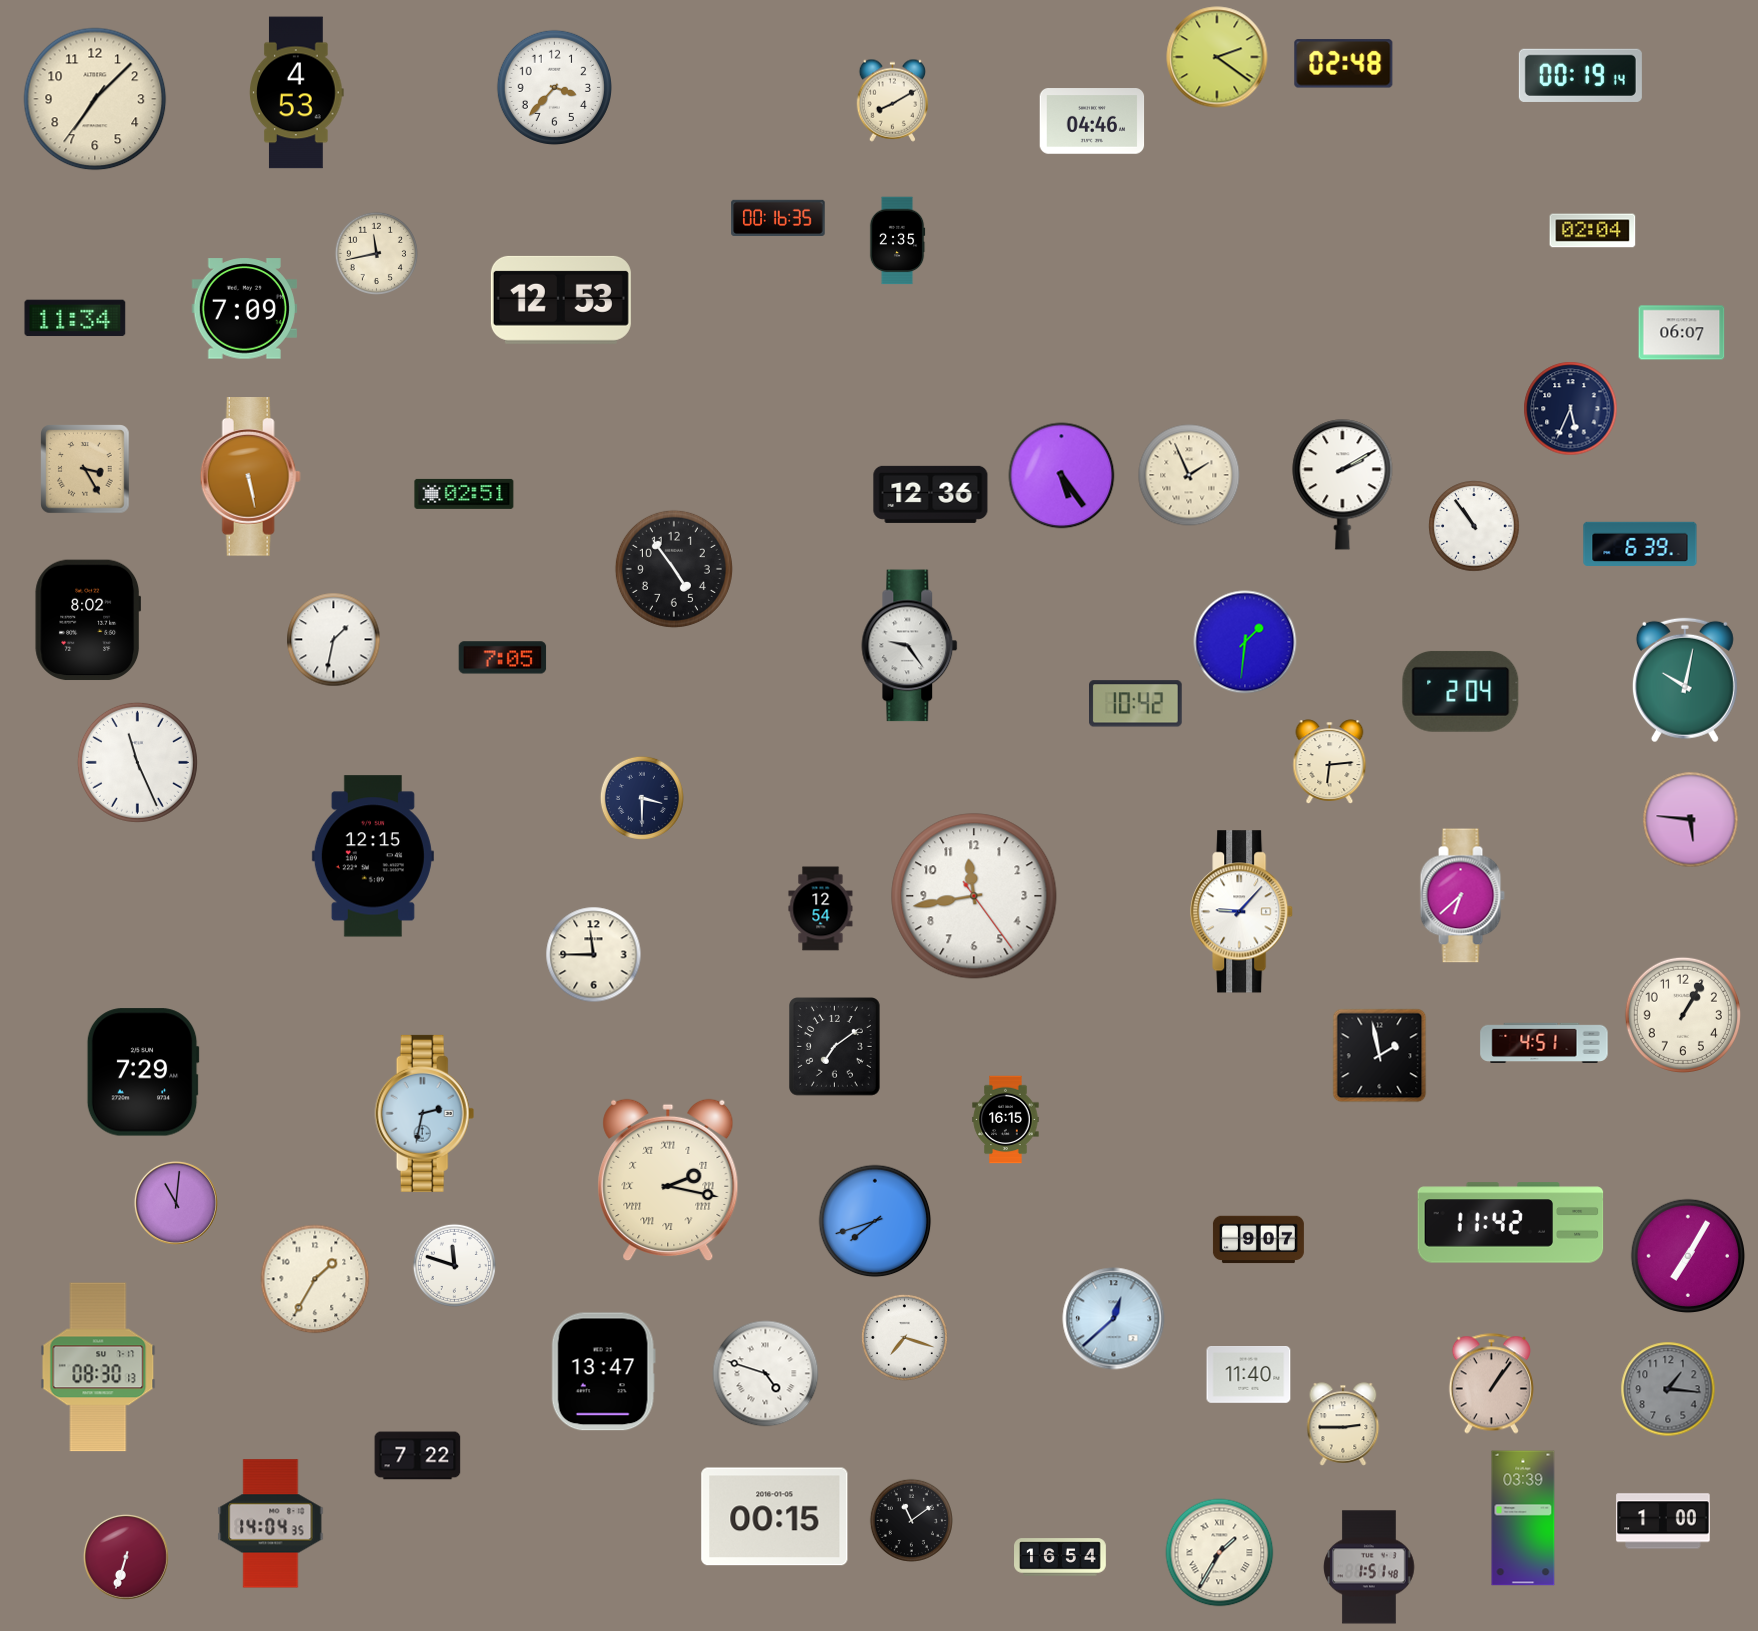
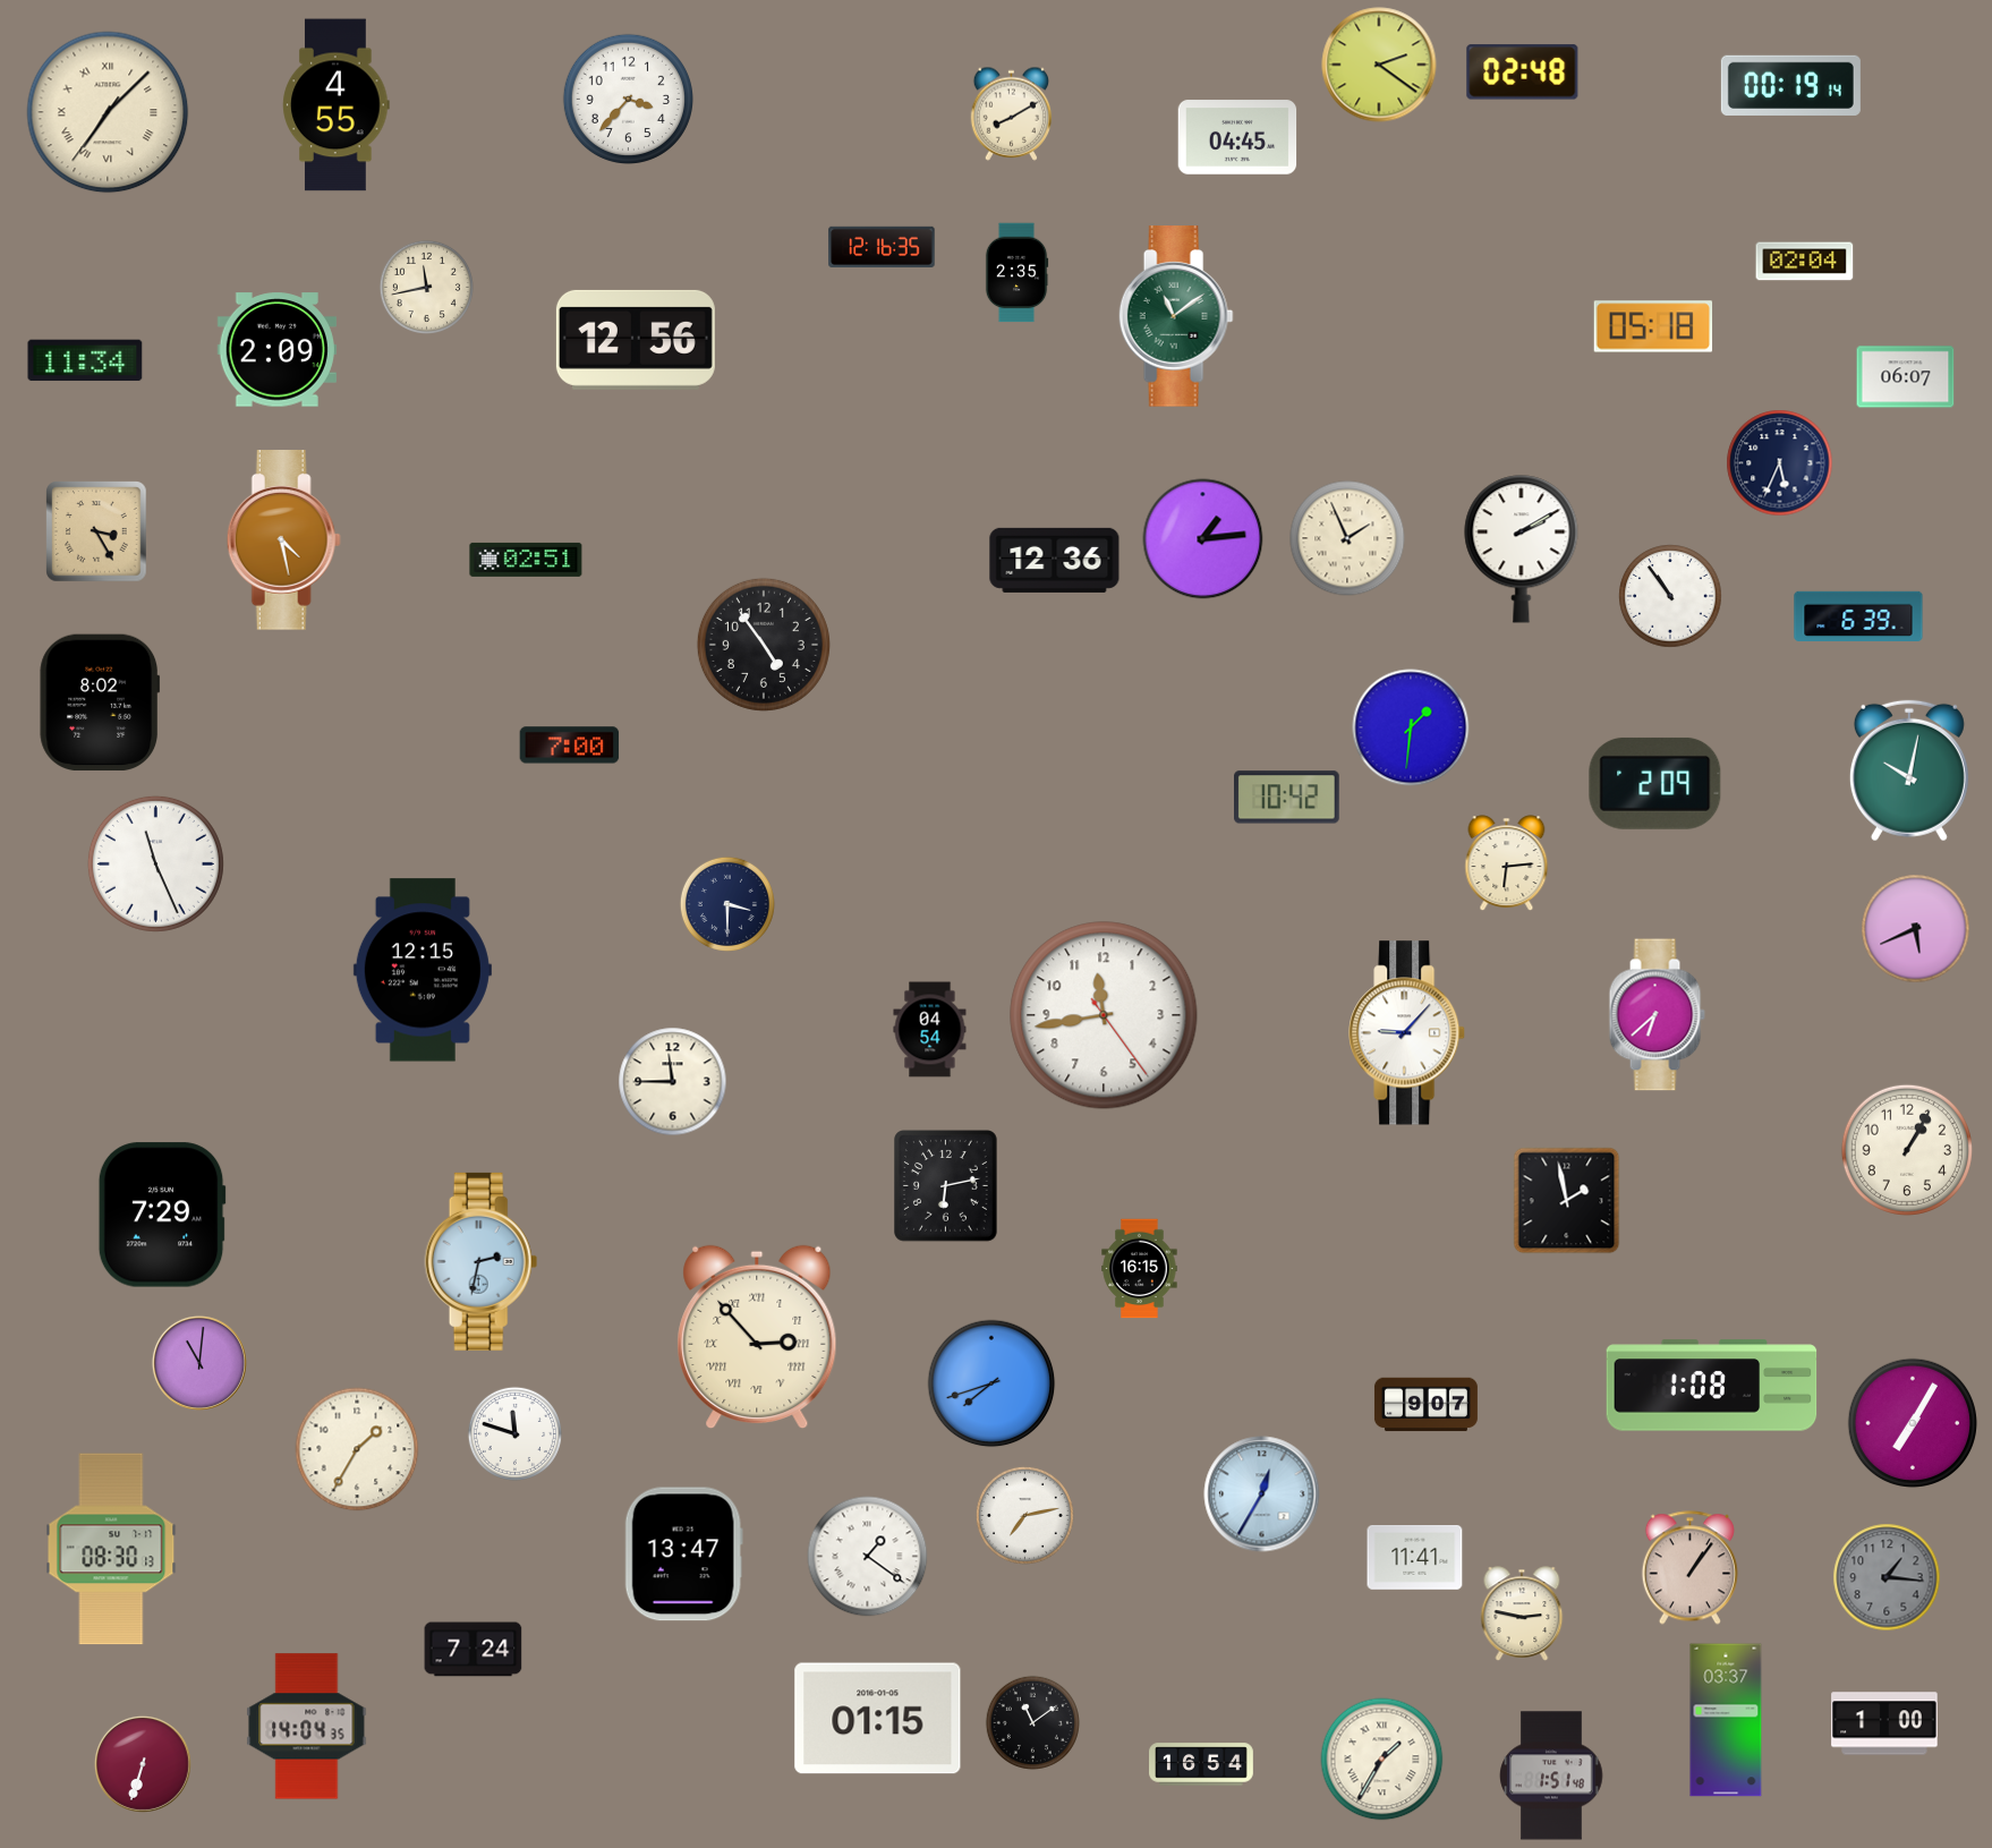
clock at (297, 93): 4:53 -> 4:55
clock at (95, 99) numerals: Arabic -> Roman
clock at (1092, 121): 04:46 -> 04:45
clock at (778, 218): 00:16 -> 12:16
clock at (1176, 316): none -> 11:09
clock at (1653, 326): none -> 05:18
clock at (561, 300): 12:53 -> 12:56
clock at (244, 309): 7:09 -> 2:09
clock at (1062, 476): 5:24 -> 1:14
clock at (250, 477): 5:28 -> 4:28
clock at (334, 640): 1:32 -> none
clock at (910, 646): 9:24 -> none
clock at (503, 658): 7:05 -> 7:00
clock at (1461, 691): 2:04 -> 2:09
clock at (1691, 820): 5:46 -> 5:41
clock at (821, 909): 12:54 -> 04:54
clock at (1544, 1042): 4:51 -> none
clock at (835, 1047): 7:09 -> 6:13
clock at (1380, 1056) position: (1380, 1056) -> (1567, 1201)
clock at (668, 1180): 2:17 -> 2:53
clock at (1511, 1223): 11:42 -> 1:08
clock at (1114, 1319): 12:38 -> 12:35
clock at (904, 1337): 7:18 -> 7:13
clock at (766, 1374): 4:48 -> 1:21
clock at (1249, 1375): 11:40 -> 11:41
clock at (1668, 1389) position: (1668, 1389) -> (1887, 1577)
clock at (1343, 1424): 2:45 -> 2:47
clock at (418, 1456): 7:22 -> 7:24
clock at (775, 1517): 00:15 -> 01:15
clock at (1523, 1518): 03:39 -> 03:37
